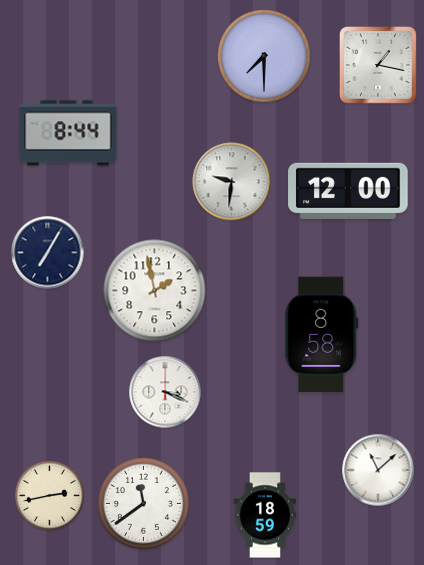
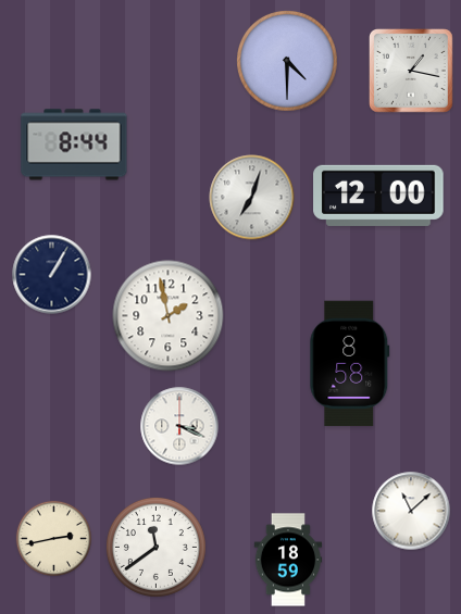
clock at (265, 57): 7:30 -> 4:30
clock at (232, 182): 9:31 -> 7:03
clock at (348, 191) position: (348, 191) -> (378, 196)
clock at (48, 253): 7:05 -> 1:05
